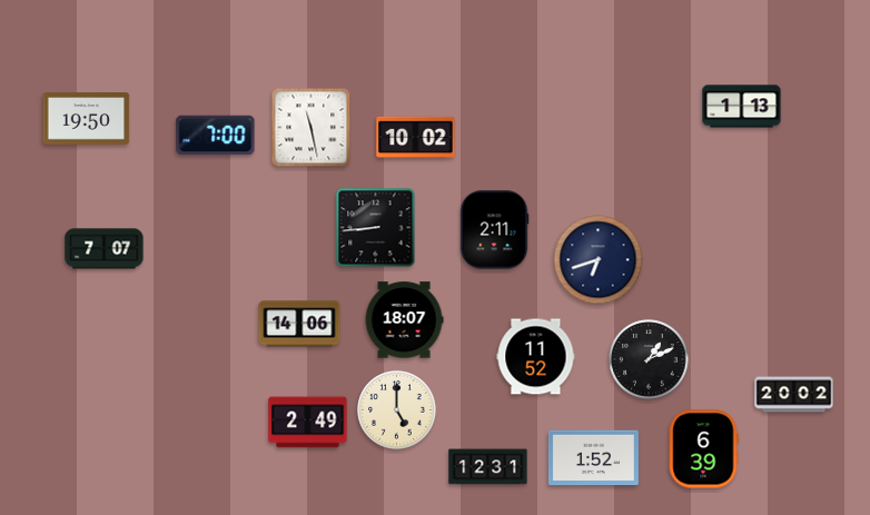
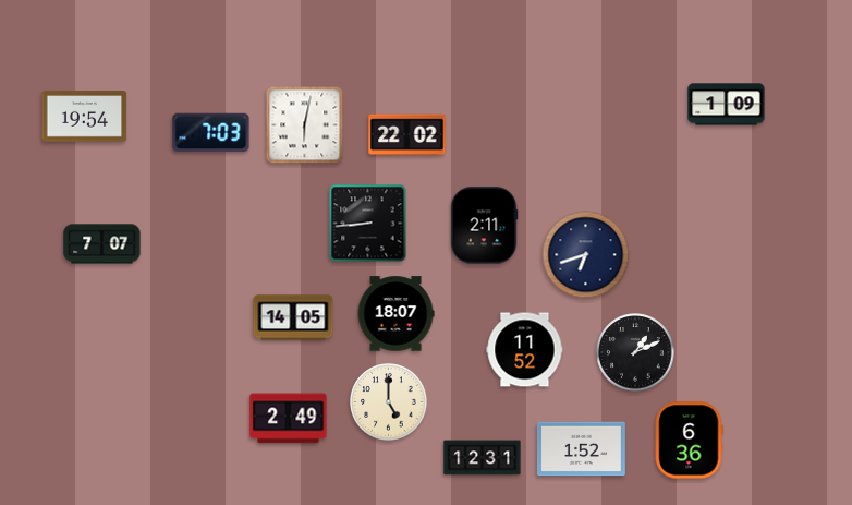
clock at (742, 107): 1:13 -> 1:09
clock at (87, 119): 19:50 -> 19:54
clock at (312, 128): 11:28 -> 6:02
clock at (216, 136): 7:00 -> 7:03
clock at (416, 138): 10:02 -> 22:02
clock at (299, 324): 14:06 -> 14:05
clock at (794, 395): 20:02 -> none
clock at (308, 423) position: (308, 423) -> (289, 419)
clock at (703, 449): 6:39 -> 6:36
clock at (488, 467) position: (488, 467) -> (483, 458)
